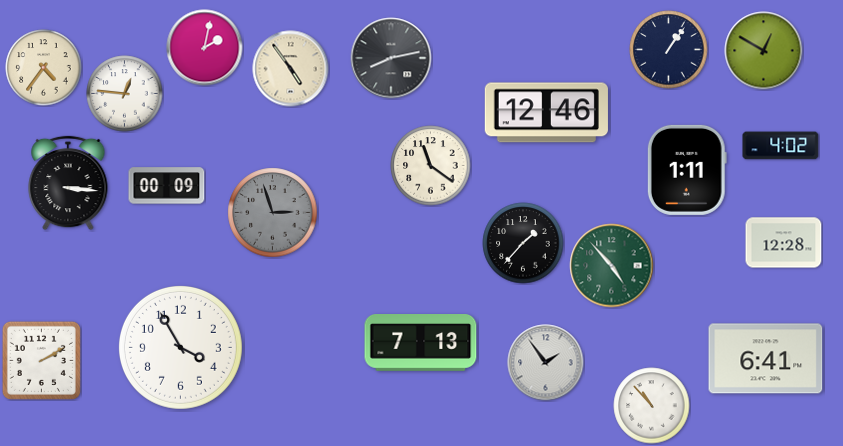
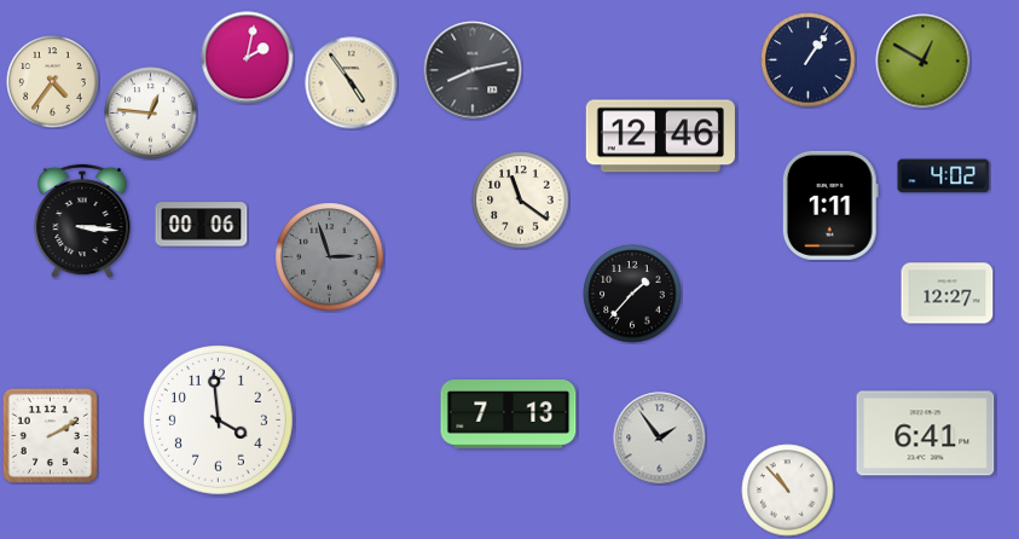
clock at (167, 186): 00:09 -> 00:06
clock at (784, 243): 12:28 -> 12:27
clock at (612, 266): 4:53 -> none
clock at (180, 347): 3:55 -> 3:59
